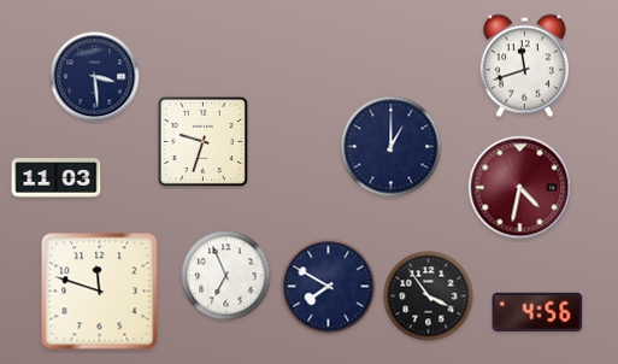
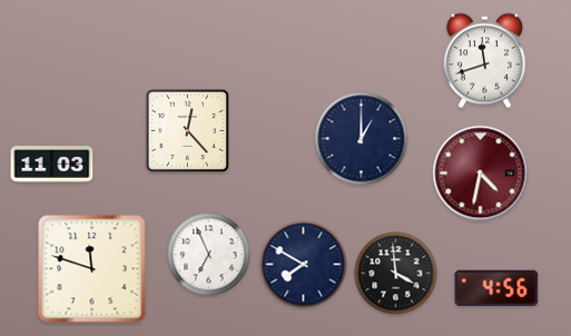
clock at (95, 77): 3:29 -> none
clock at (202, 141): 9:33 -> 12:23
clock at (392, 147) position: (392, 147) -> (362, 139)
clock at (429, 297): 3:54 -> 3:59
